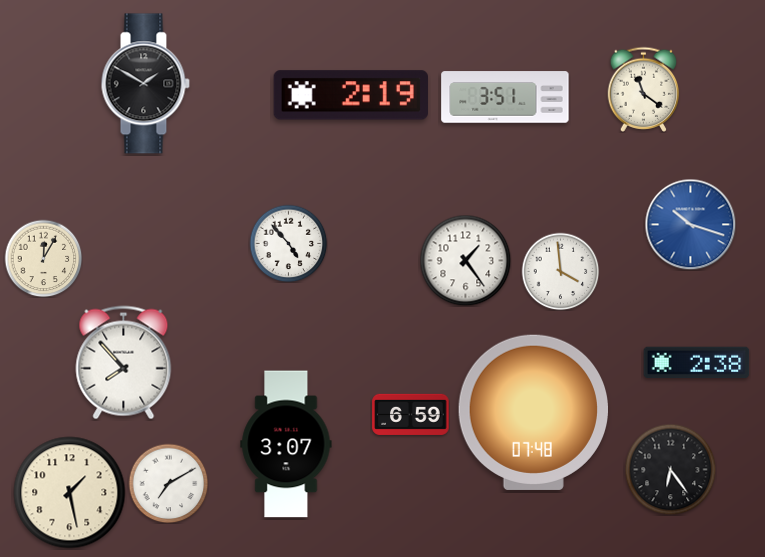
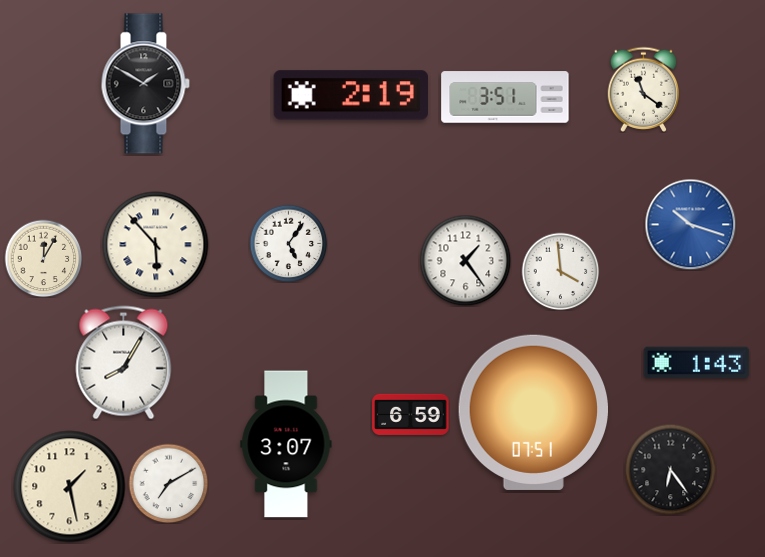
clock at (288, 243): 4:53 -> 5:06
clock at (156, 245): none -> 5:53
clock at (124, 363): 7:53 -> 8:05
clock at (697, 363): 2:38 -> 1:43
clock at (533, 412): 07:48 -> 07:51
clock at (70, 493) position: (70, 493) -> (70, 487)
